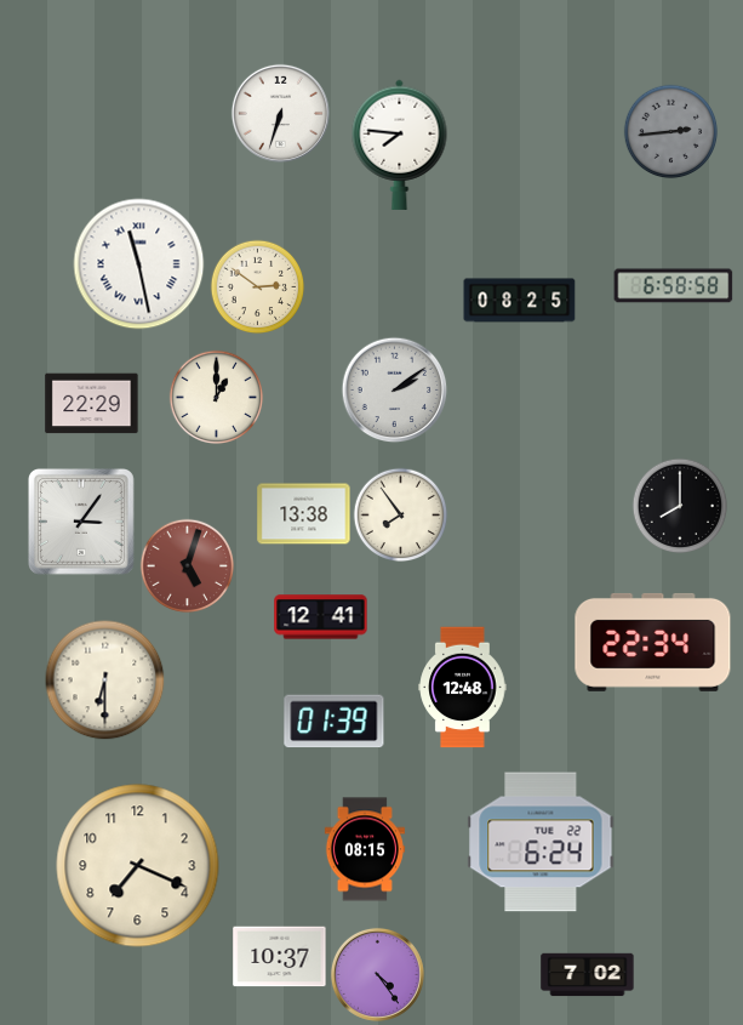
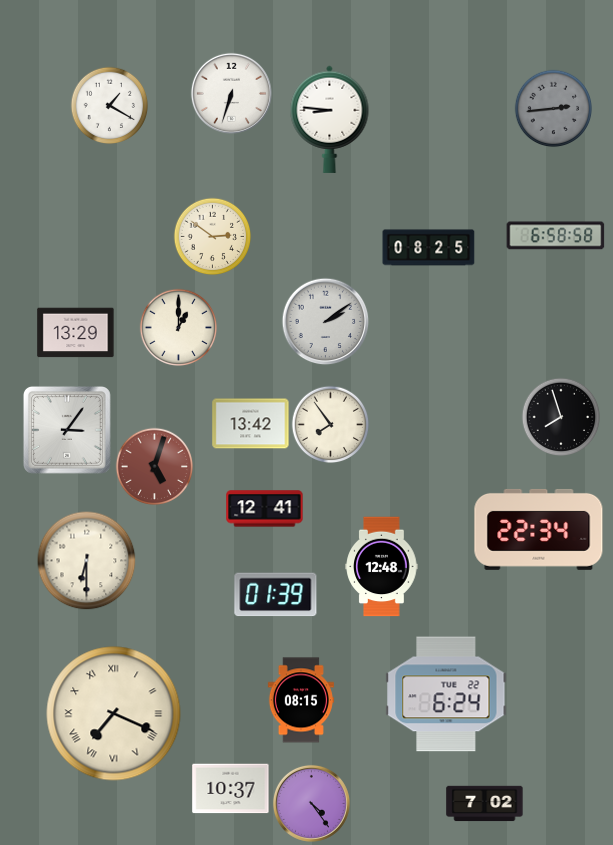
clock at (109, 105): none -> 1:20
clock at (400, 144): 7:46 -> 8:46
clock at (139, 264): 11:28 -> none
clock at (92, 404): 22:29 -> 13:29
clock at (680, 506): 8:00 -> 7:57
clock at (304, 514): 13:38 -> 13:42
clock at (138, 866) numerals: Arabic -> Roman
